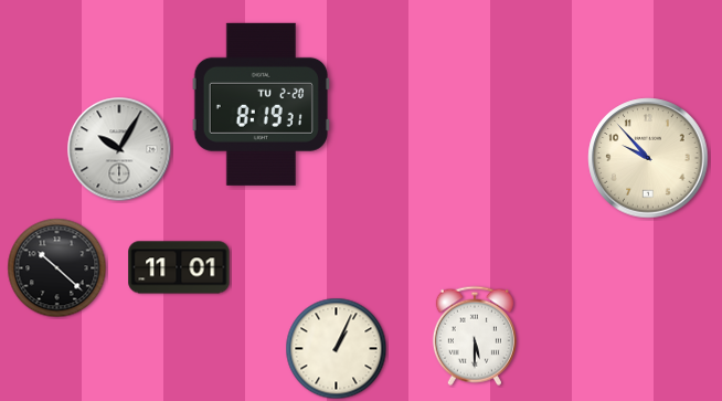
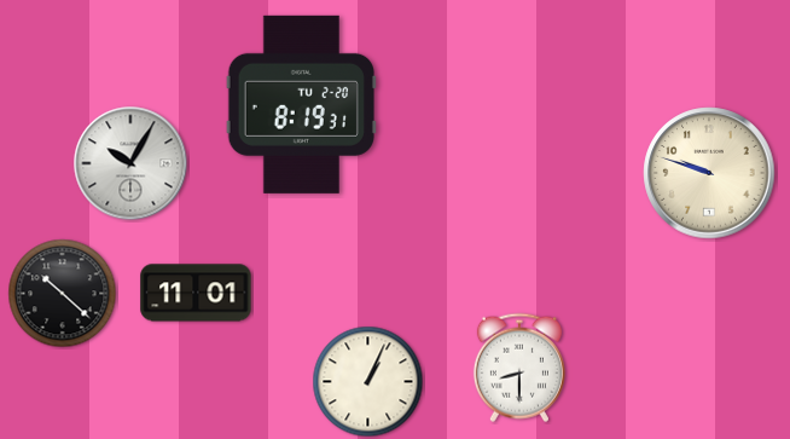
clock at (261, 104) position: (261, 104) -> (301, 104)
clock at (648, 158): 9:53 -> 9:48
clock at (475, 336): 5:30 -> 8:30
